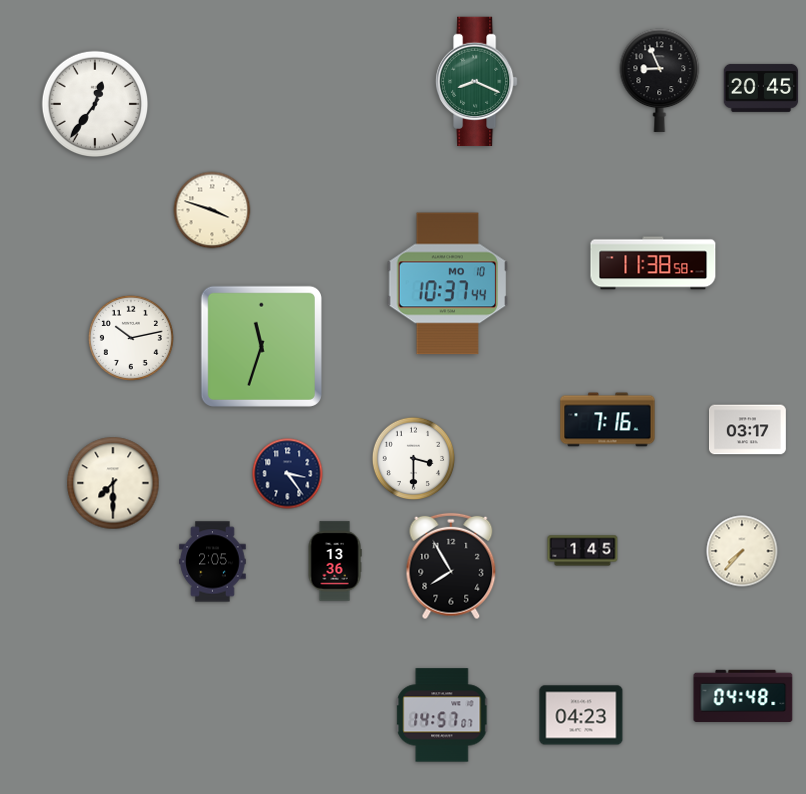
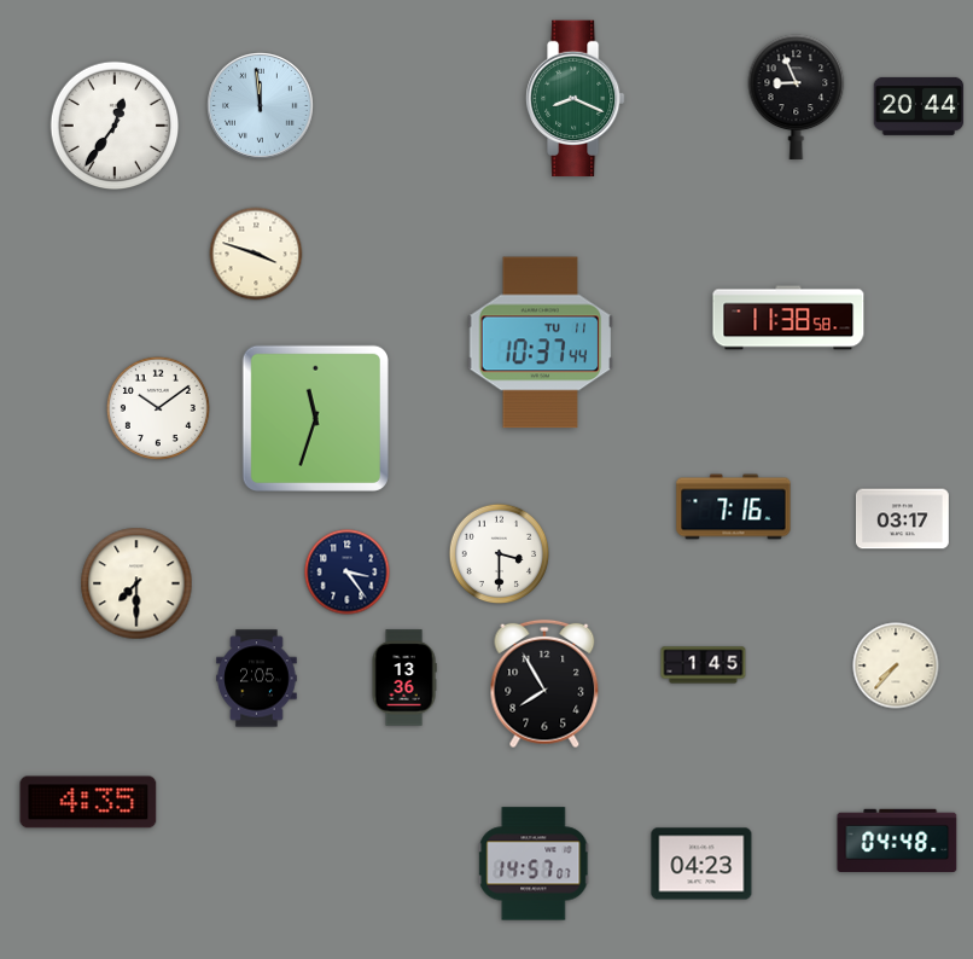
clock at (261, 106): none -> 11:59
clock at (761, 88): 20:45 -> 20:44
clock at (448, 284) date: MO 10 -> TU 11
clock at (131, 338): 10:13 -> 10:09
clock at (88, 802): none -> 4:35
